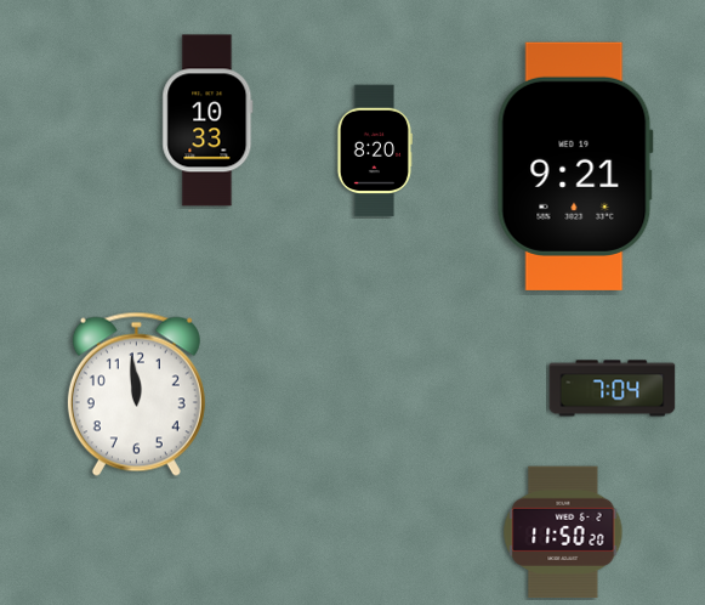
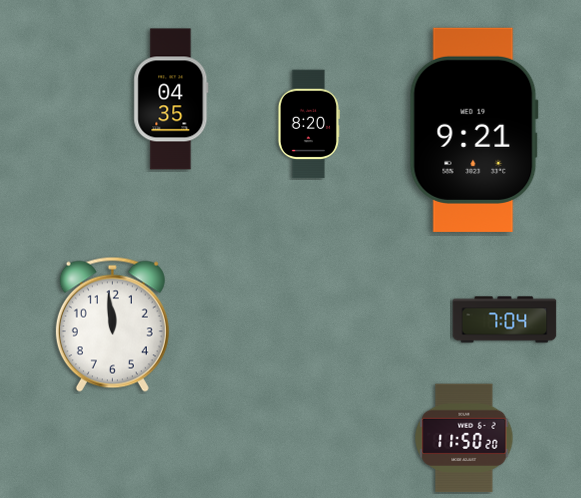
clock at (207, 120): 10:33 -> 04:35
clock at (575, 166) position: (575, 166) -> (474, 130)
